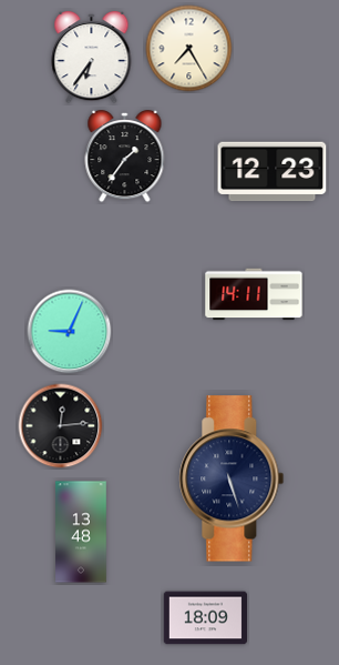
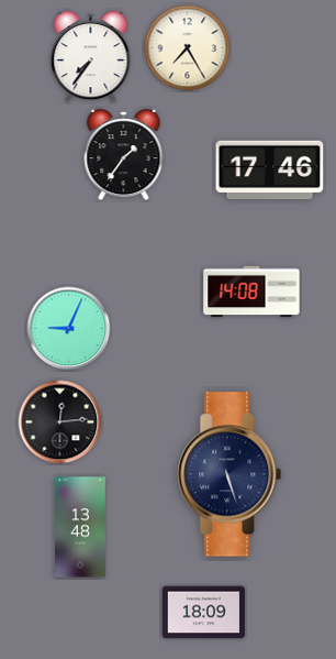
clock at (92, 58): 6:36 -> 7:36
clock at (273, 172): 12:23 -> 17:46
clock at (254, 294): 14:11 -> 14:08
